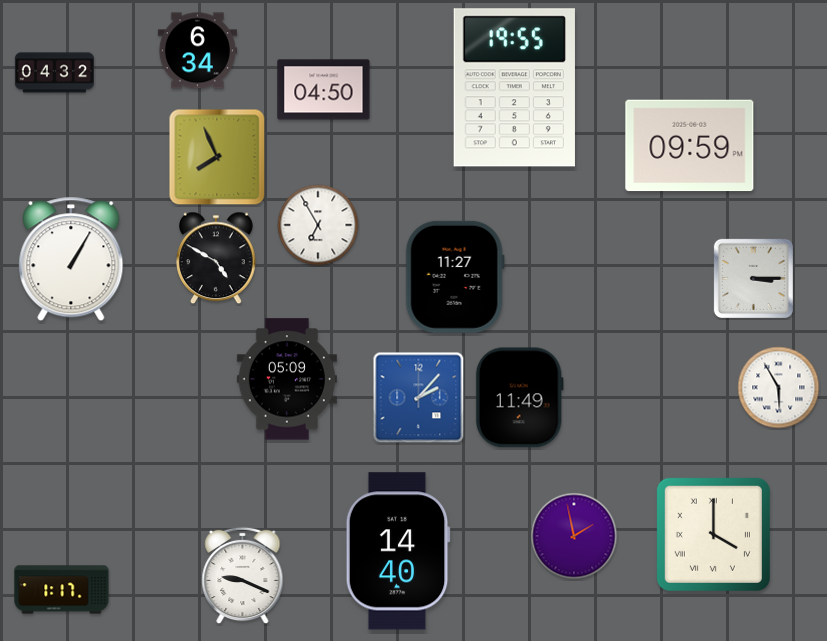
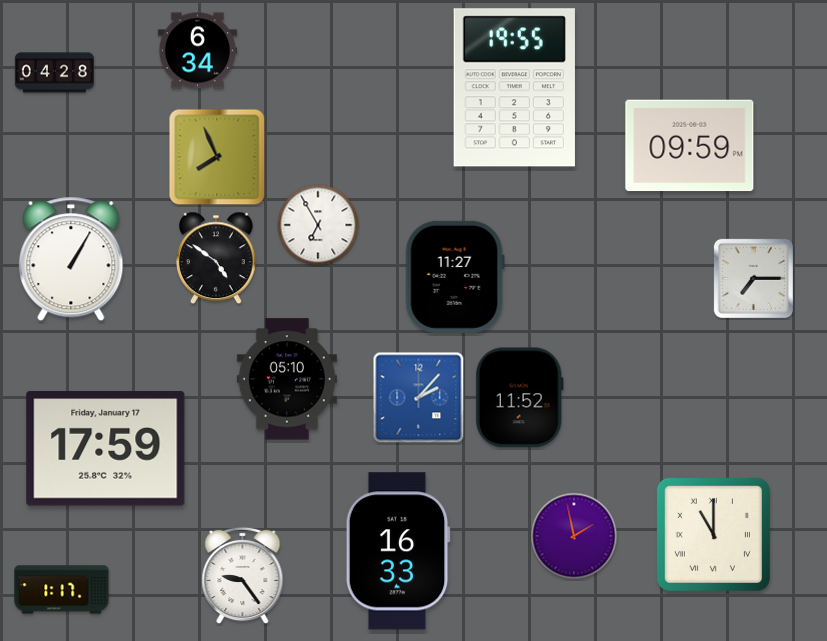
clock at (54, 73): 04:32 -> 04:28
clock at (324, 90): 04:50 -> none
clock at (216, 258): 4:50 -> 4:51
clock at (753, 278): 3:15 -> 7:15
clock at (287, 379): 05:09 -> 05:10
clock at (779, 388): 5:55 -> none
clock at (519, 398): 11:49 -> 11:52
clock at (106, 449): none -> 17:59
clock at (713, 534): 4:00 -> 11:00
clock at (398, 551): 14:40 -> 16:33
clock at (243, 576): 9:19 -> 9:24
